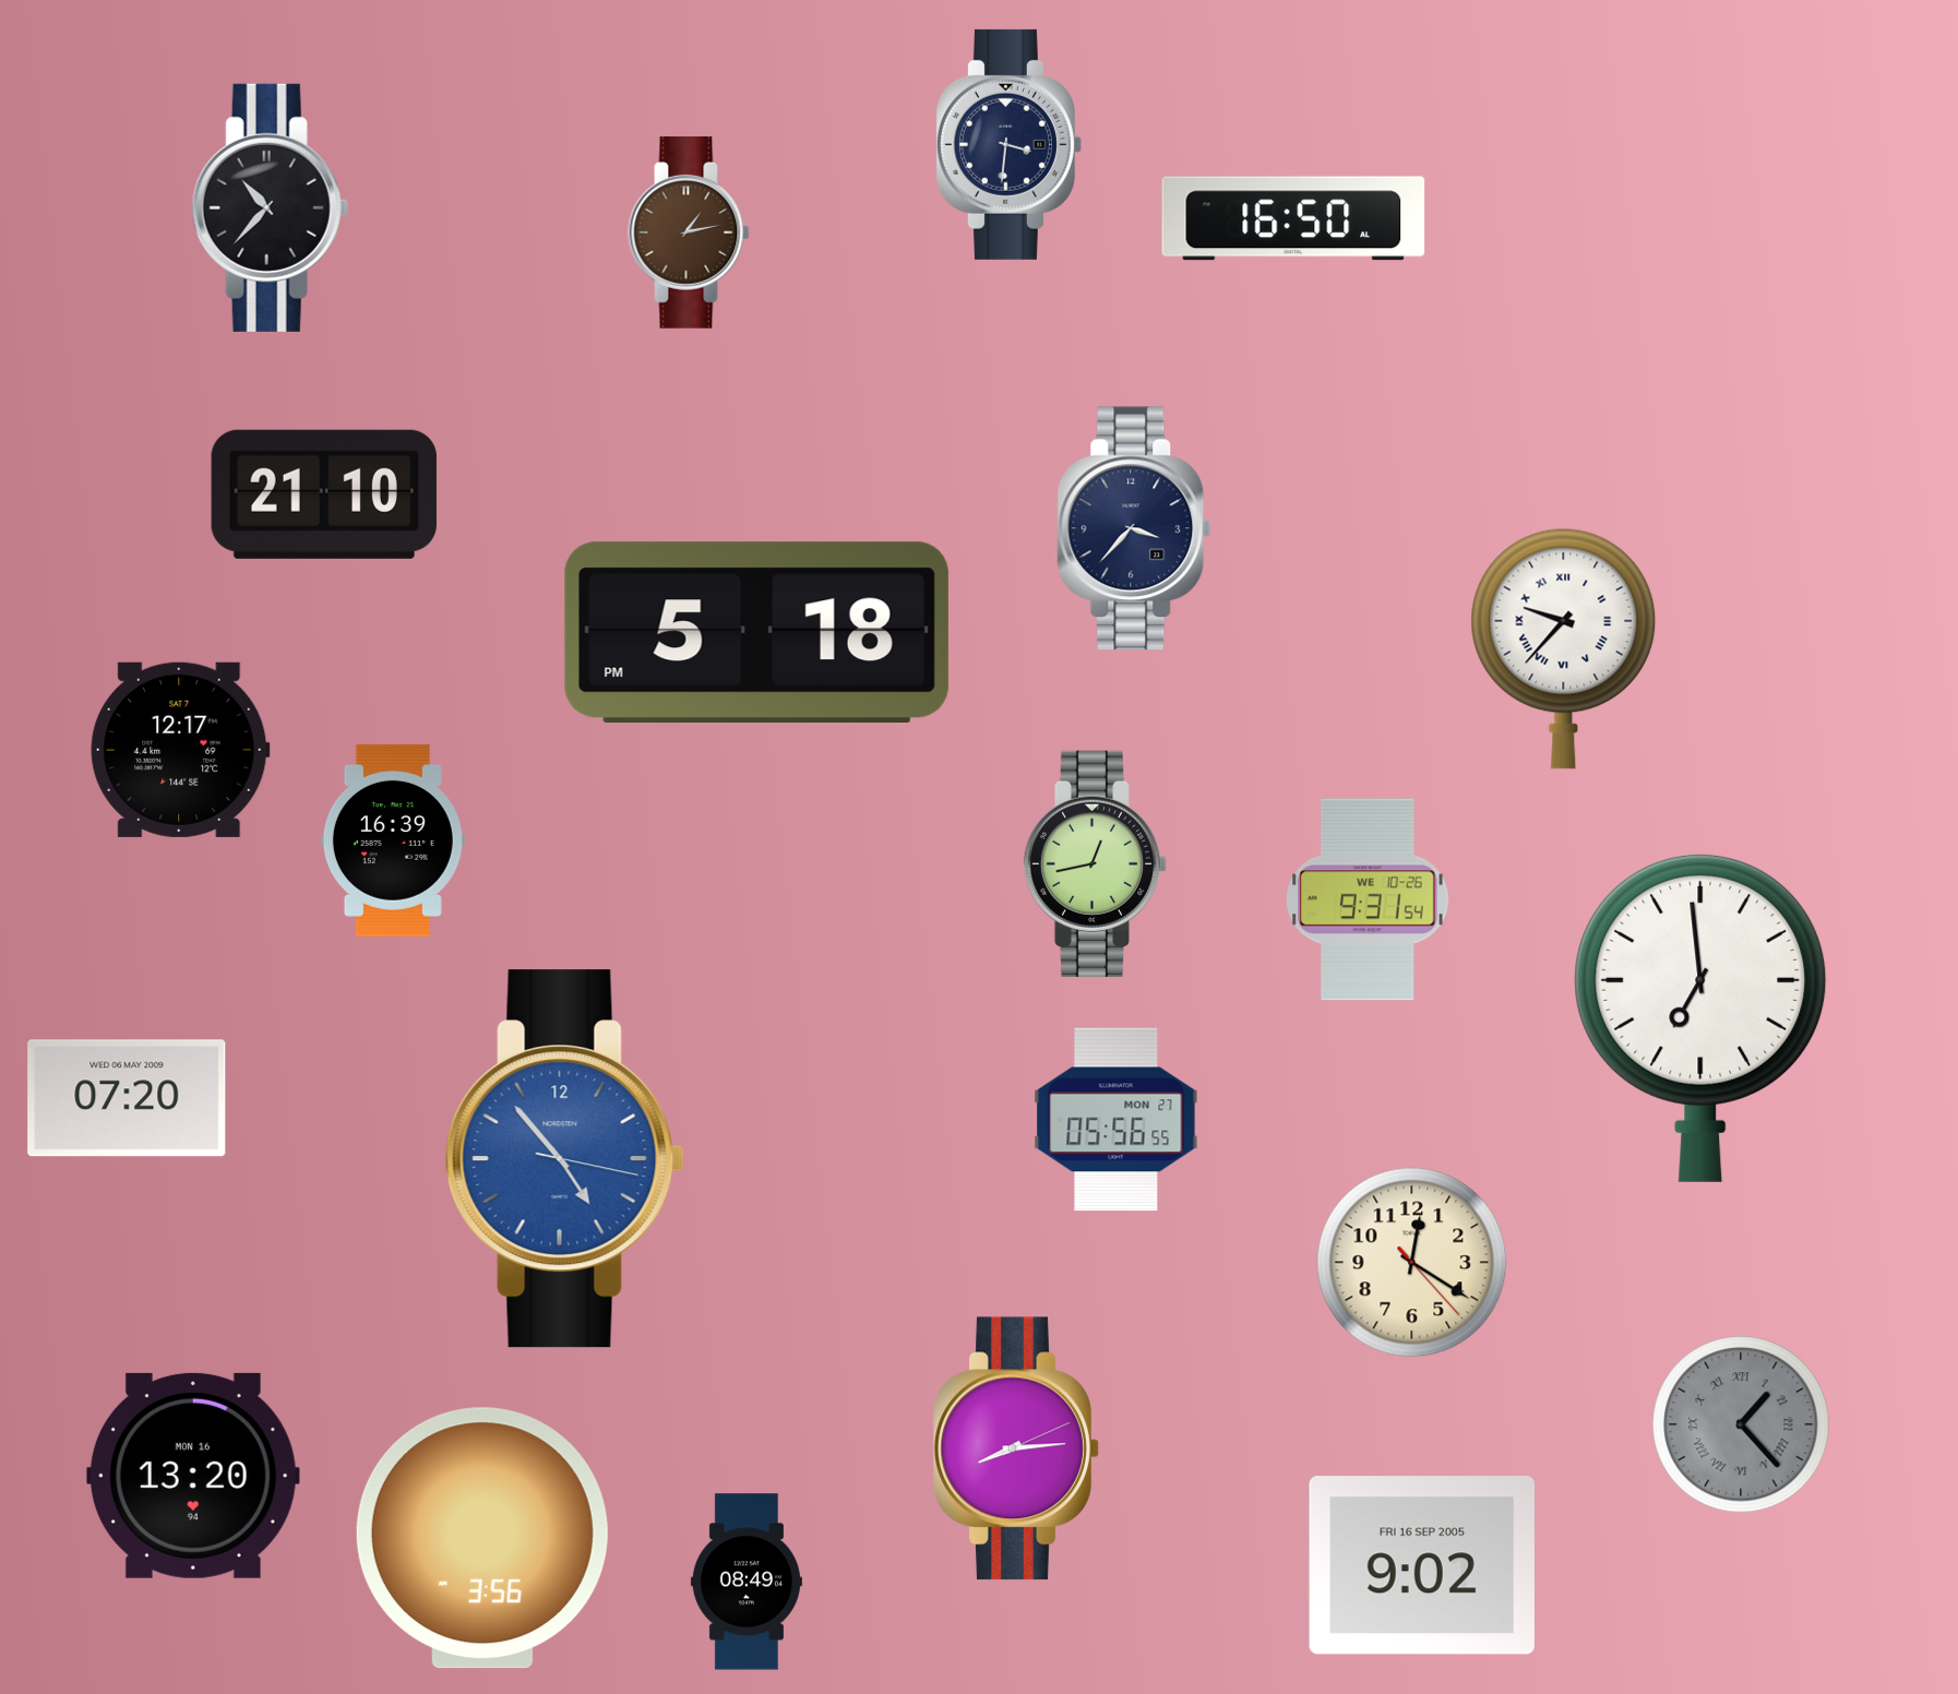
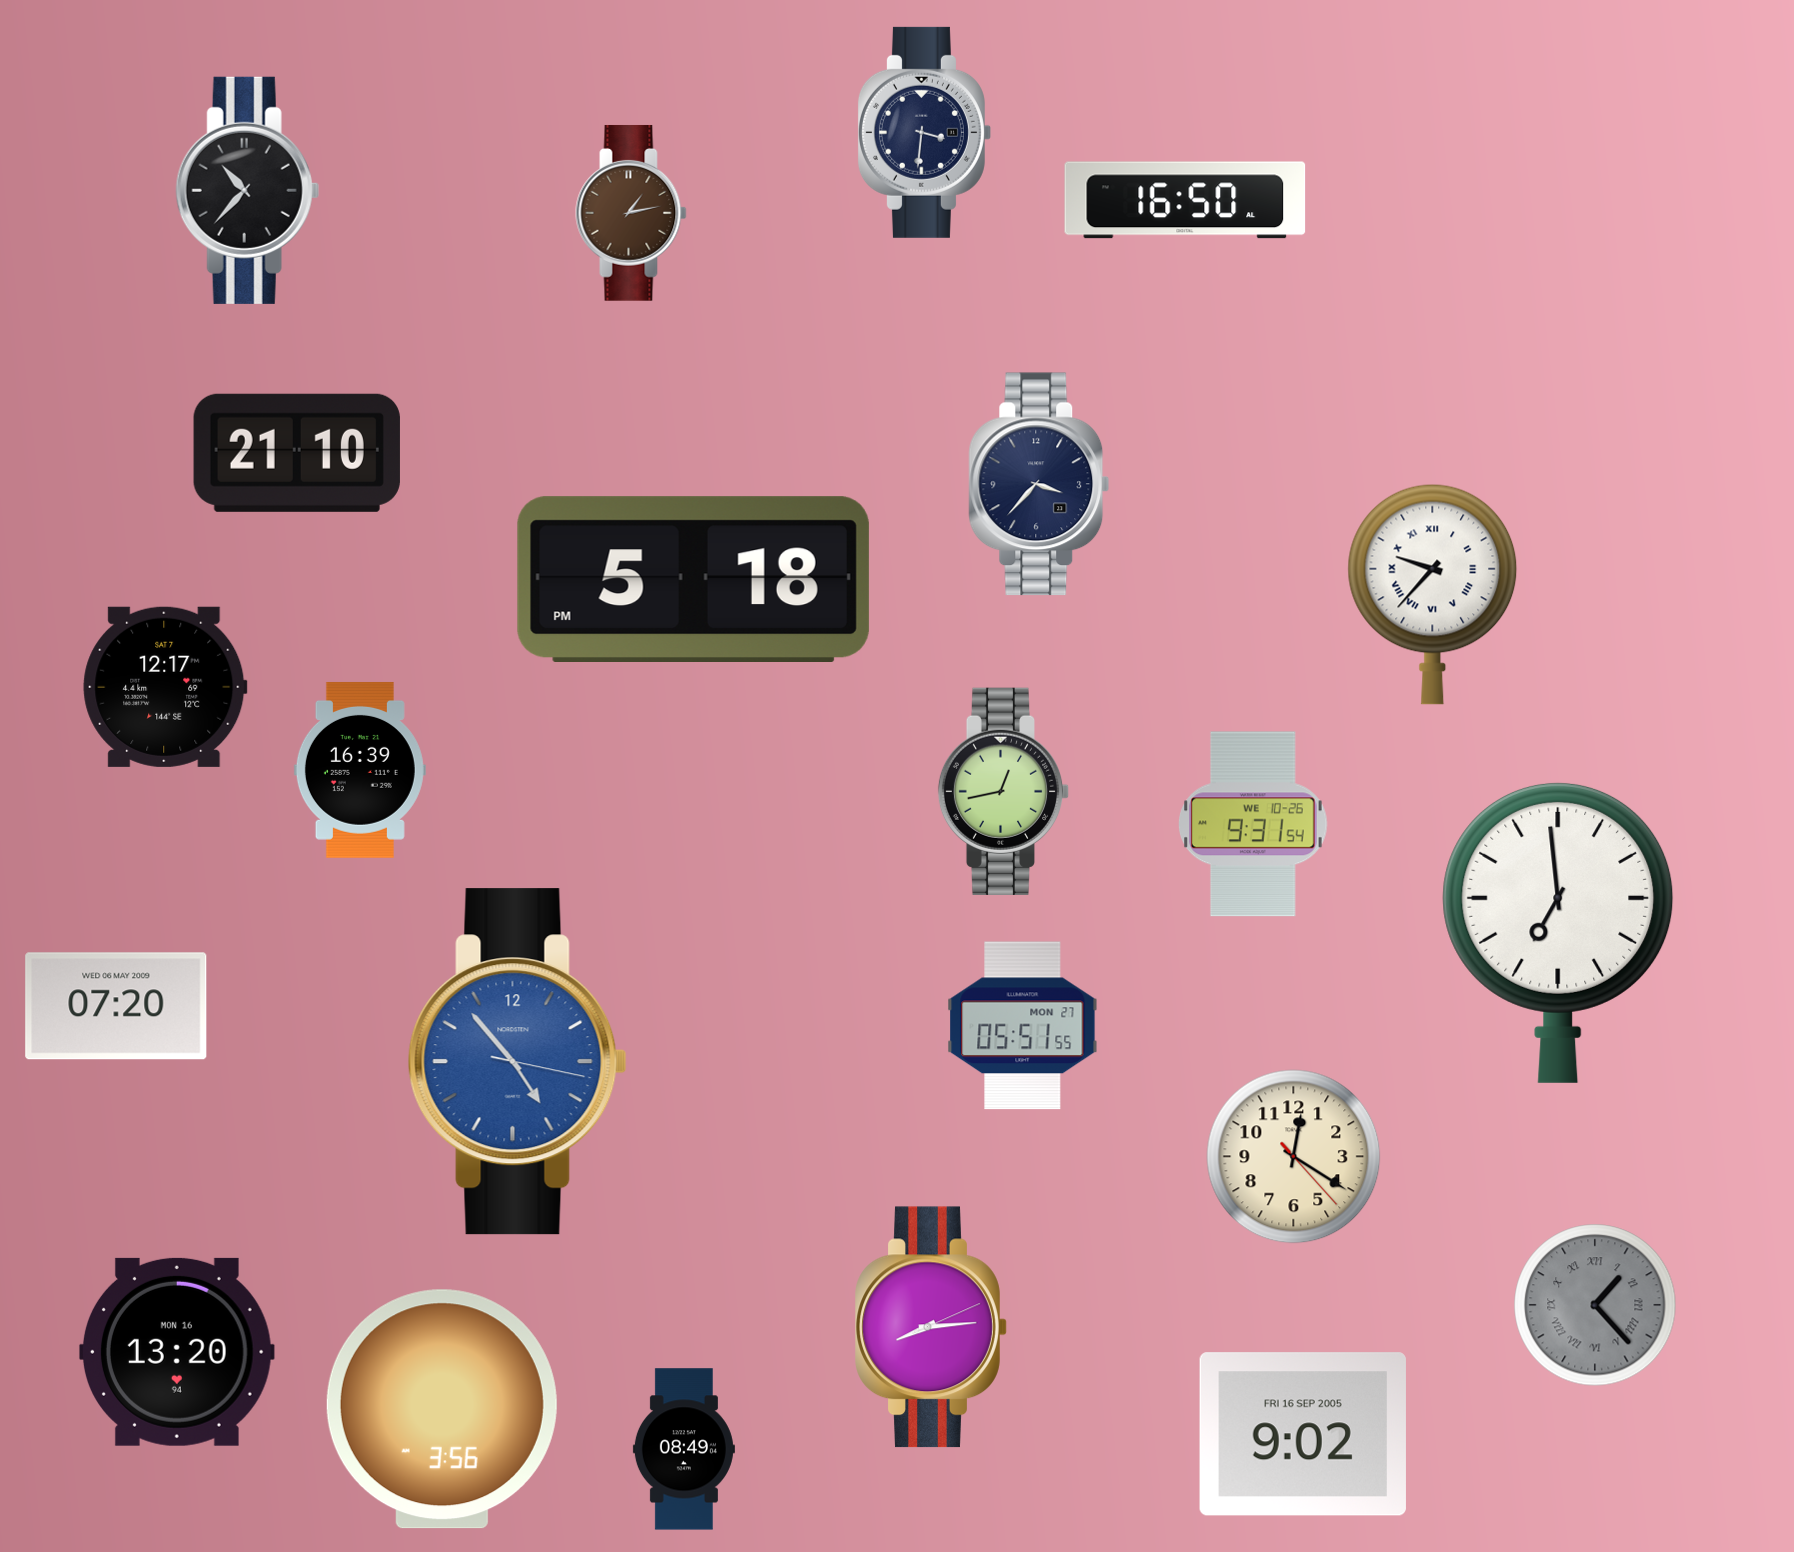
clock at (1117, 1120): 05:56 -> 05:51
